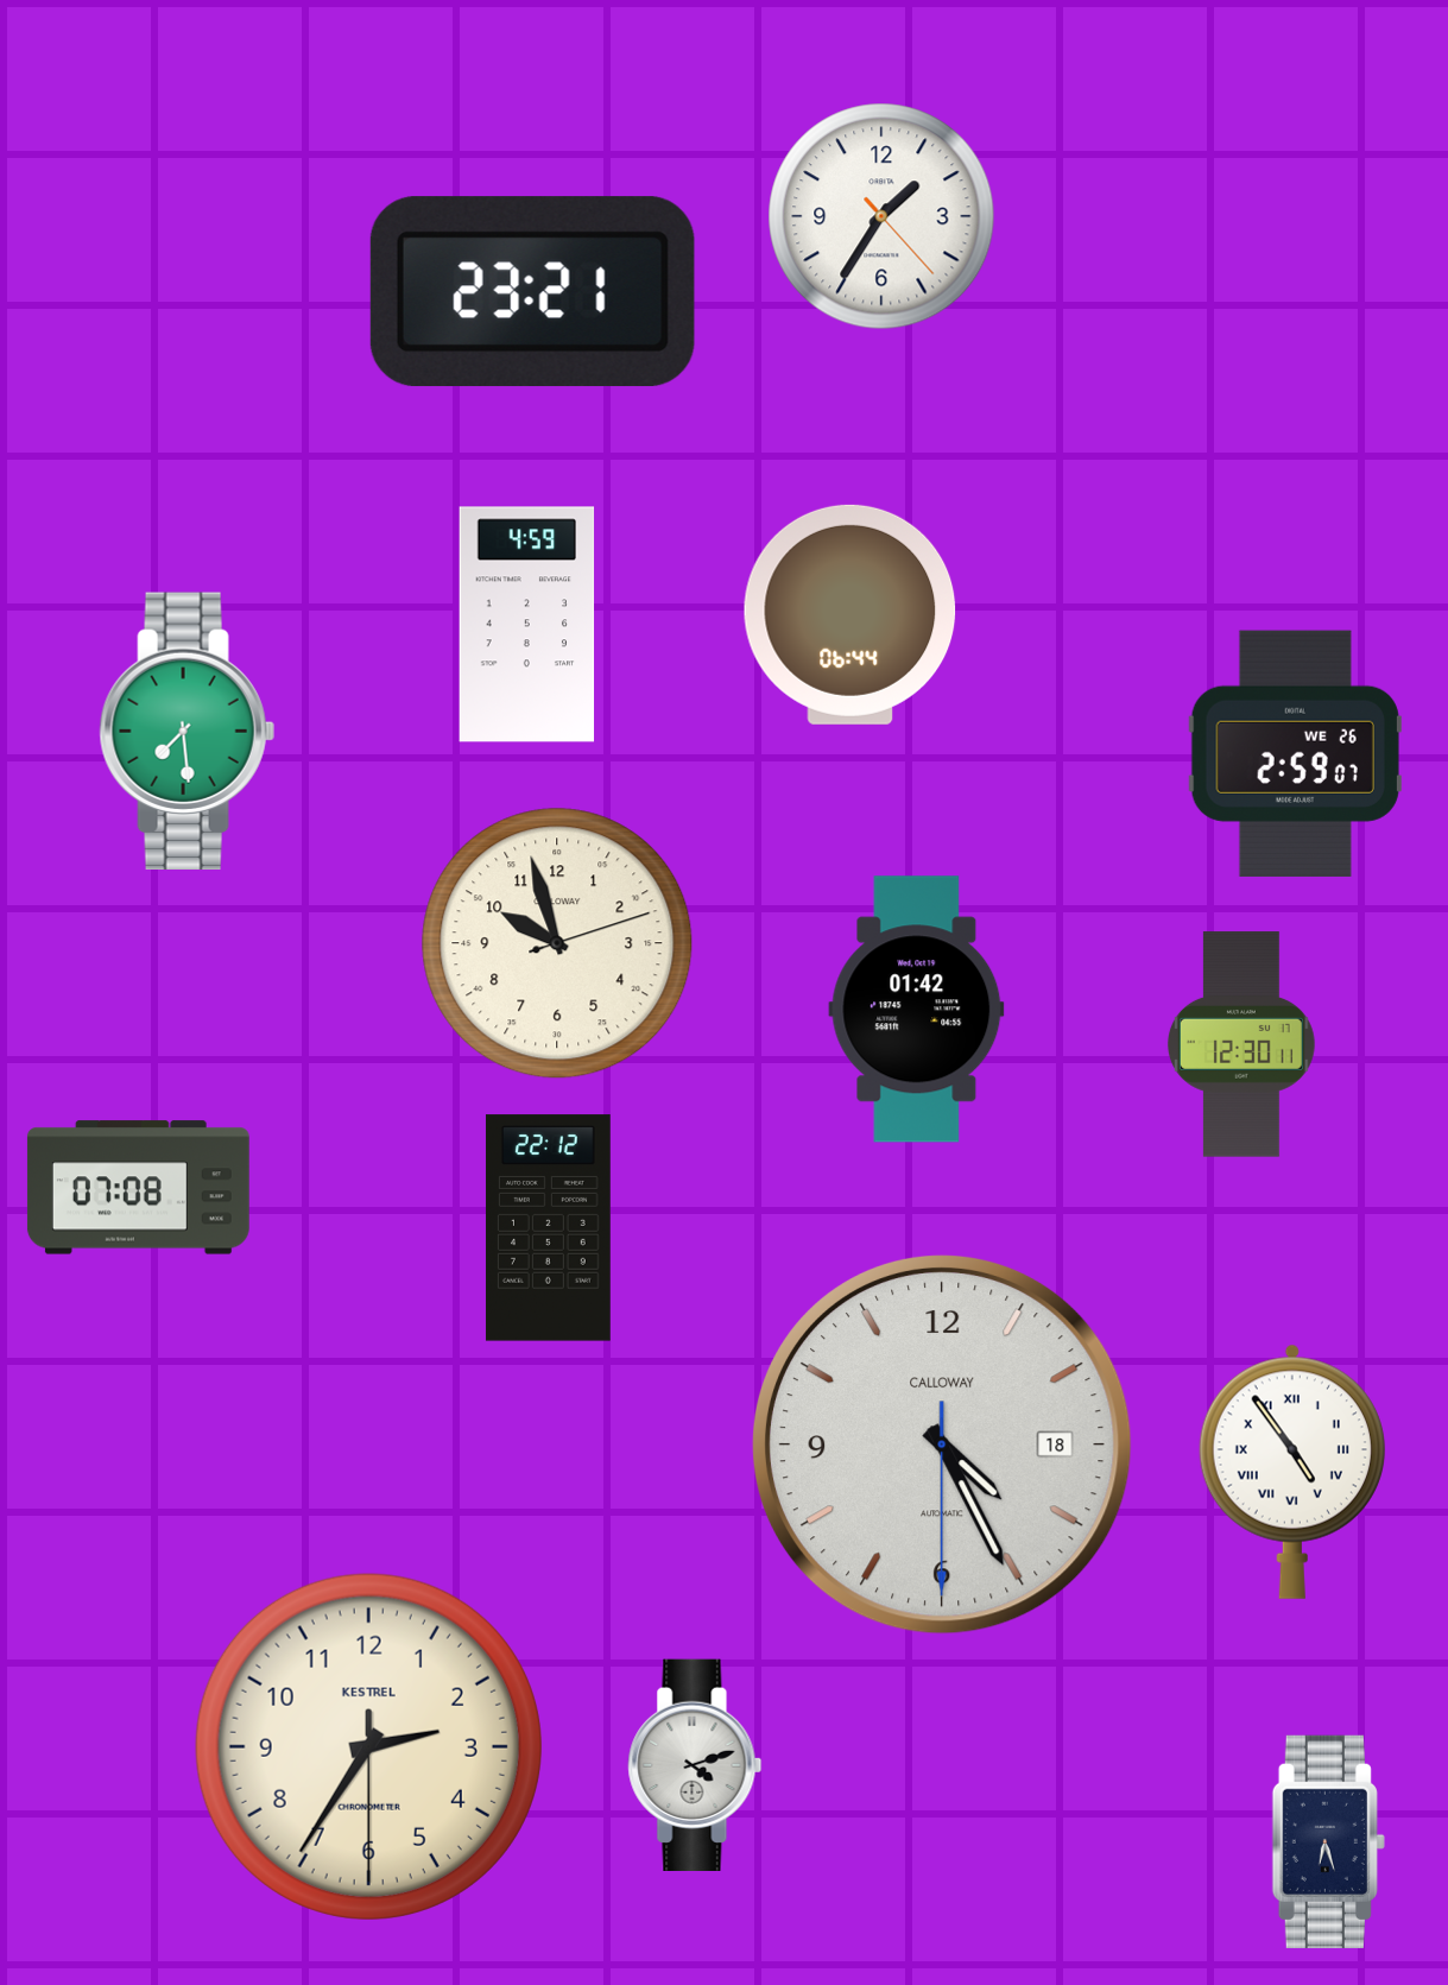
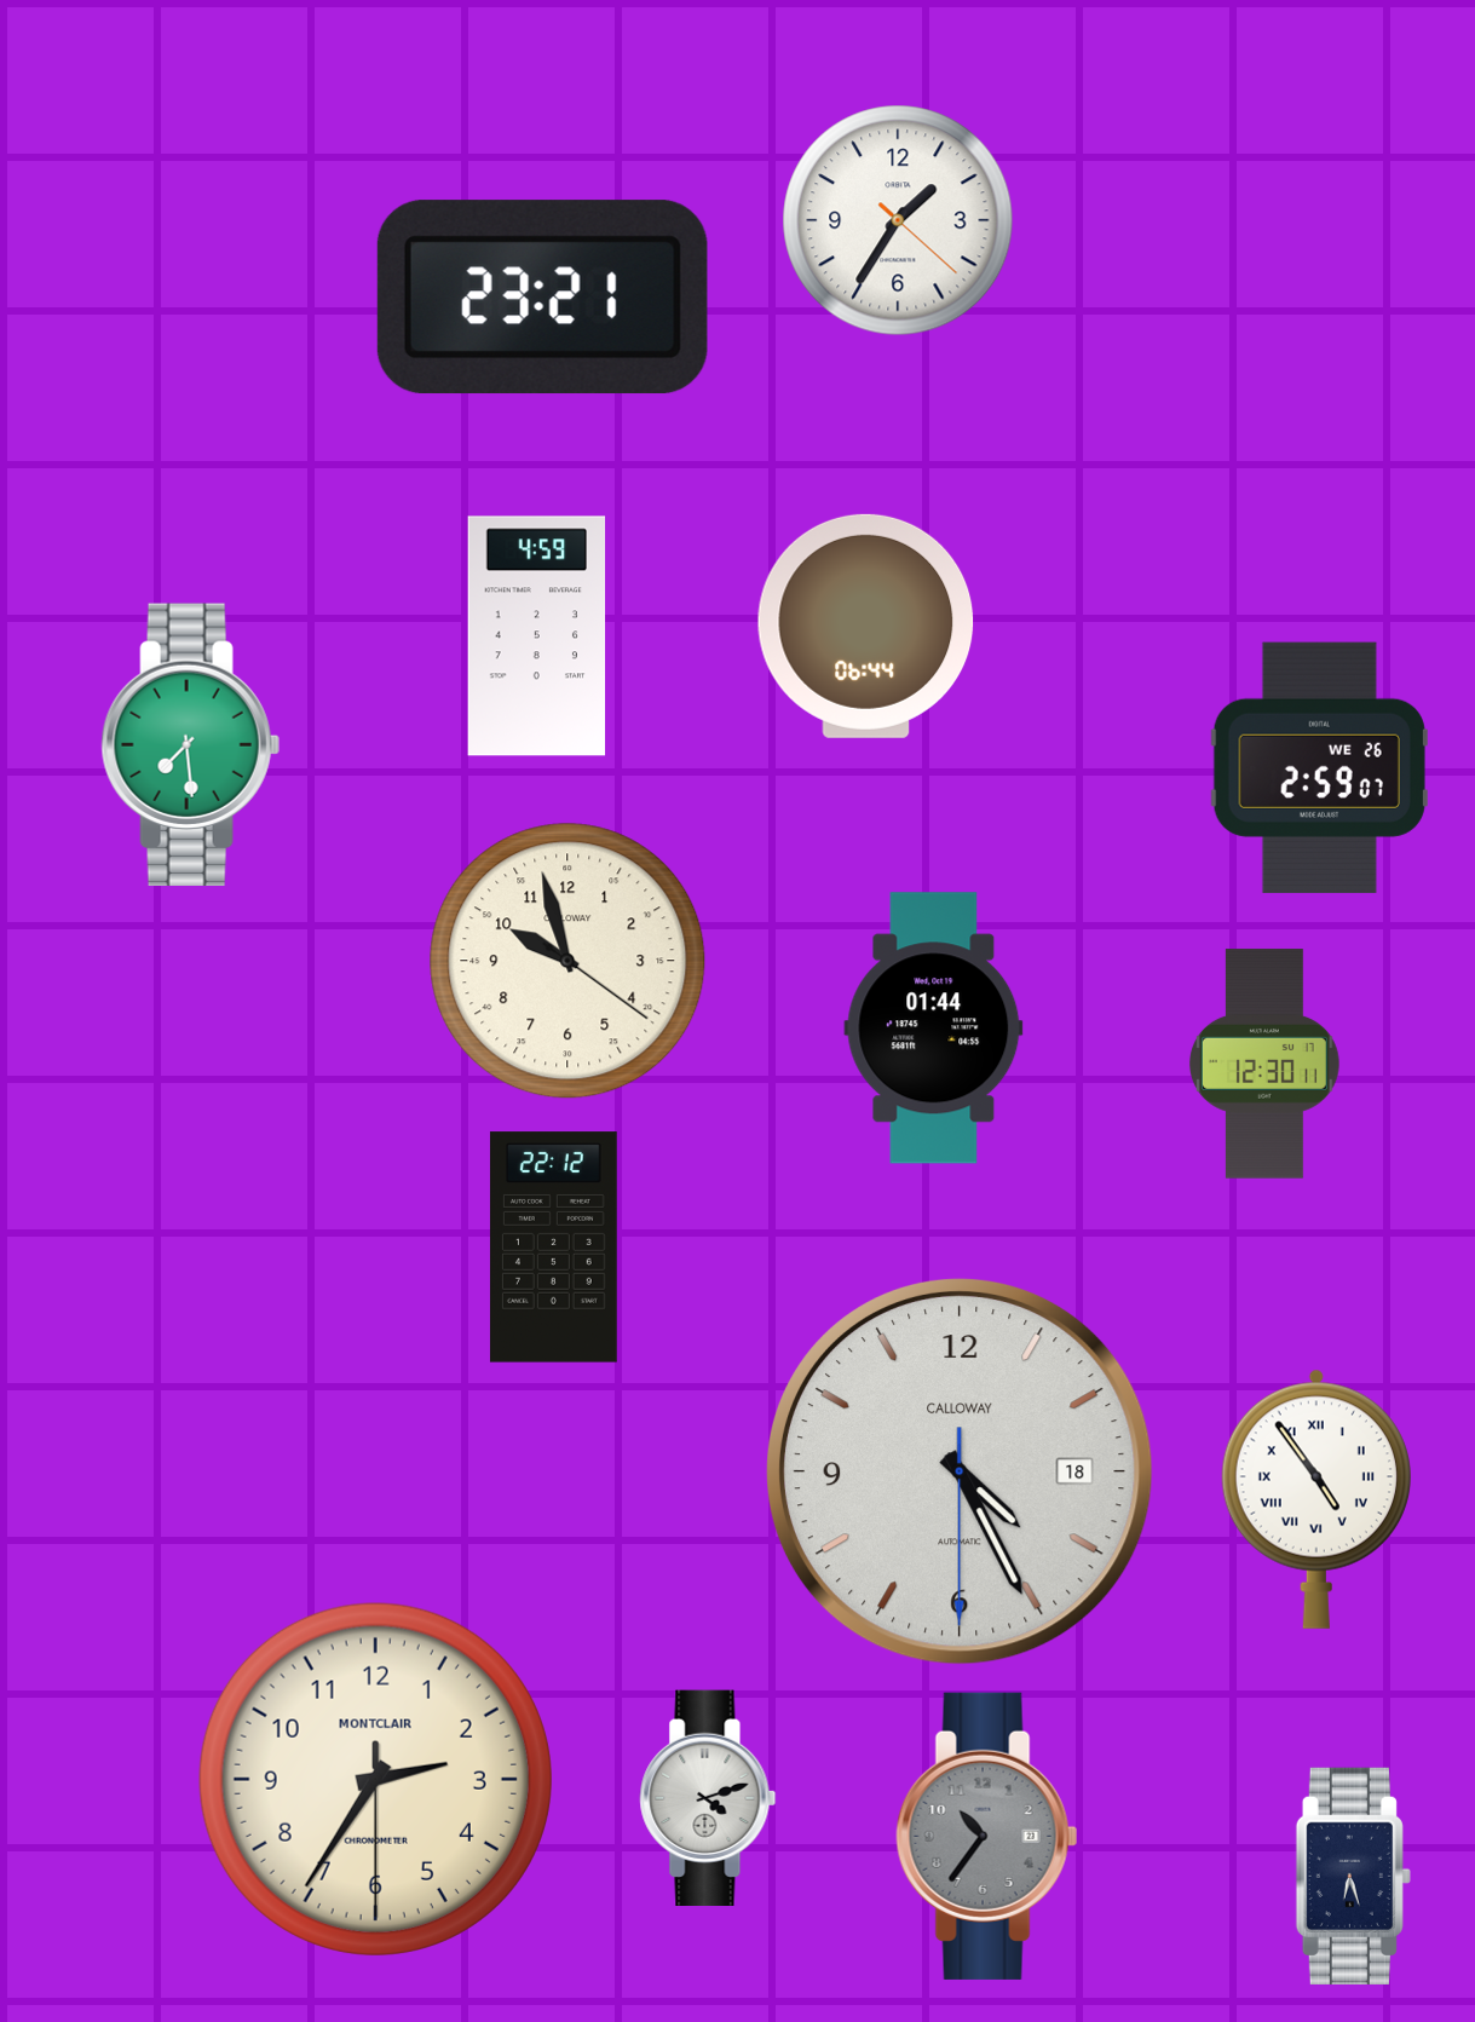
clock at (881, 216): 1:35:23 -> 1:35:22
clock at (557, 943): 9:57:12 -> 9:57:21
clock at (917, 1010): 01:42 -> 01:44
clock at (138, 1188): 07:08 -> none
clock at (548, 1228) position: (548, 1228) -> (553, 1248)
clock at (368, 1746) brand: KESTREL -> MONTCLAIR
clock at (987, 1836): none -> 10:36
